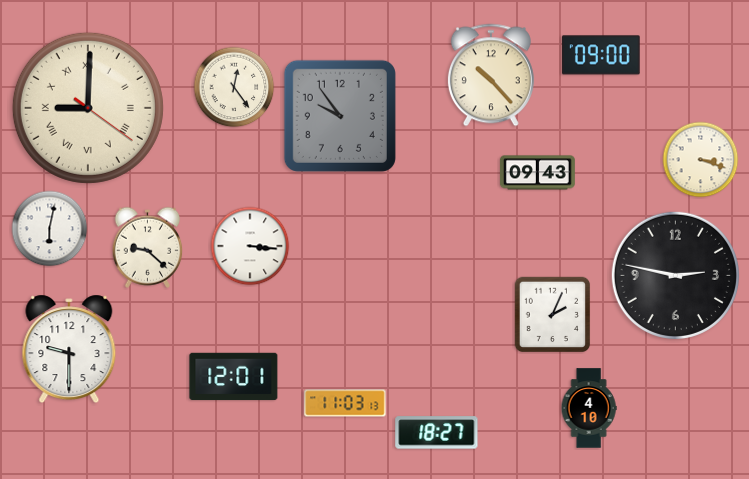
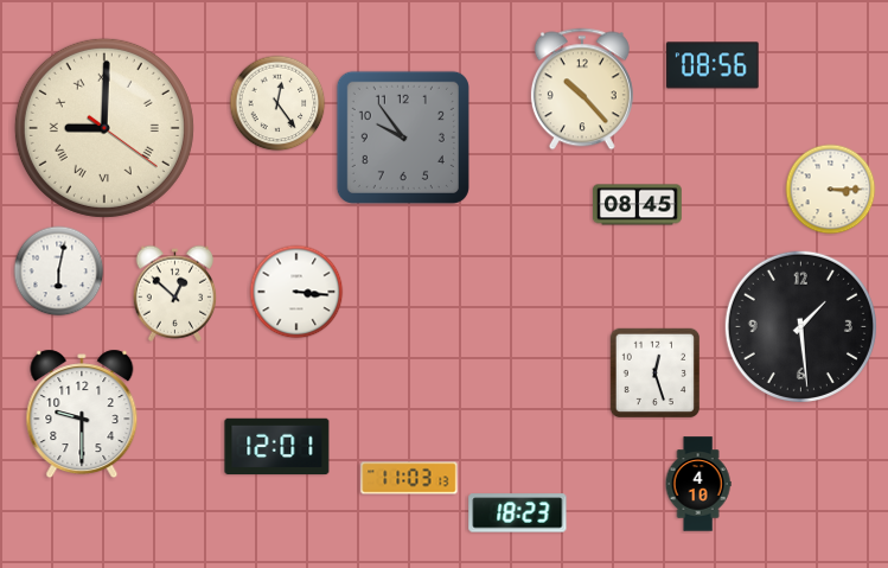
clock at (601, 55): 09:00 -> 08:56
clock at (701, 160): 3:18 -> 3:15
clock at (537, 173): 09:43 -> 08:45
clock at (148, 247): 9:22 -> 12:52
clock at (675, 275): 2:47 -> 1:29
clock at (553, 315): 2:04 -> 12:27
clock at (437, 433): 18:27 -> 18:23
